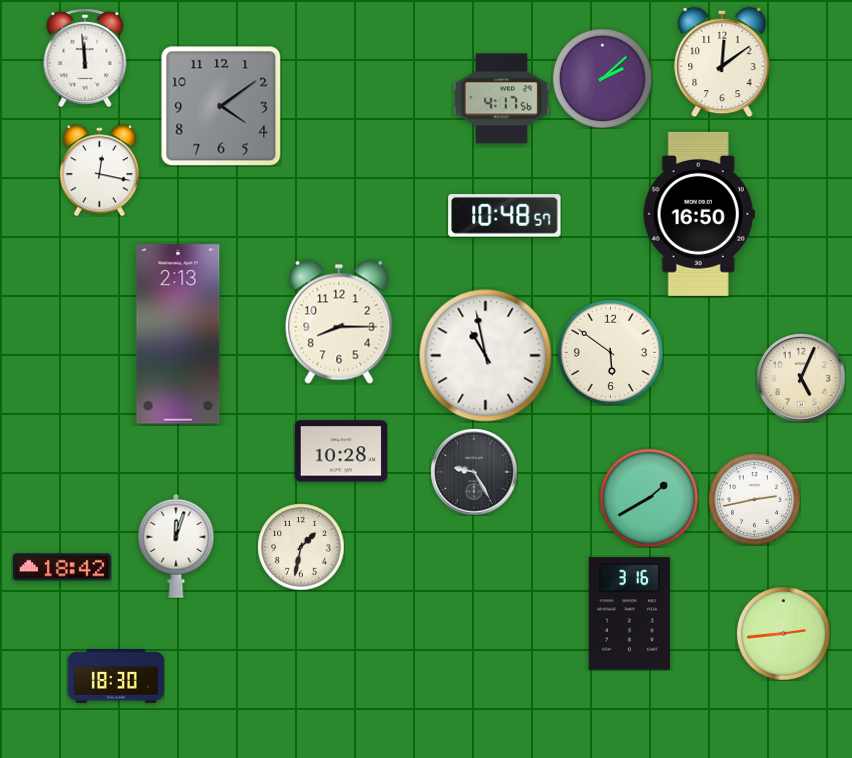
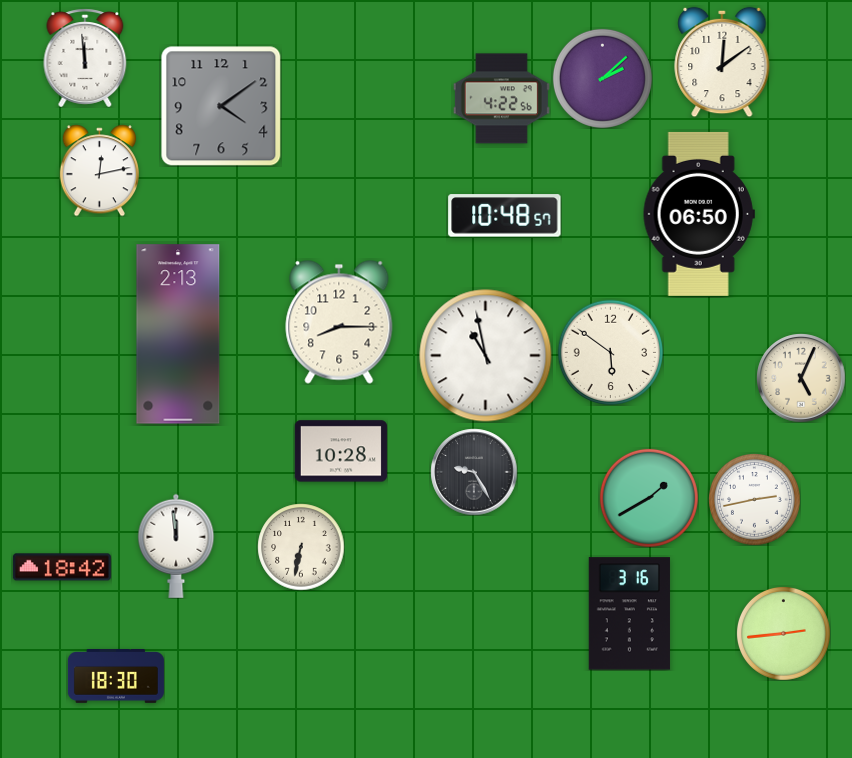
clock at (501, 99): 4:17 -> 4:22
clock at (99, 170): 12:17 -> 12:13
clock at (699, 214): 16:50 -> 06:50
clock at (176, 546): 12:03 -> 11:59
clock at (301, 547): 1:32 -> 6:32
